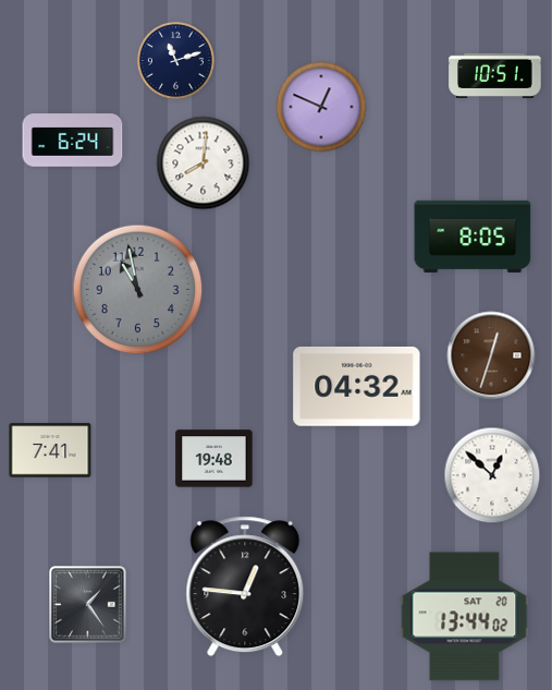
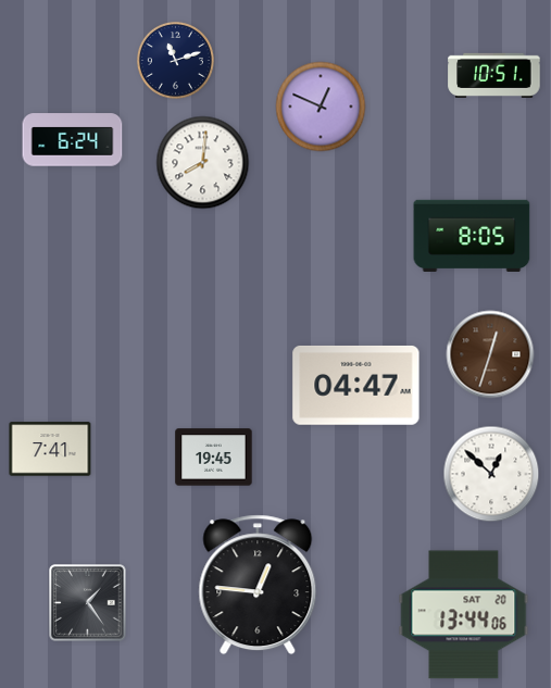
clock at (138, 290): 10:58 -> none
clock at (357, 387): 04:32 -> 04:47
clock at (214, 459): 19:48 -> 19:45
clock at (245, 586) position: (245, 586) -> (258, 585)
clock at (465, 617): 13:44:02 -> 13:44:06
